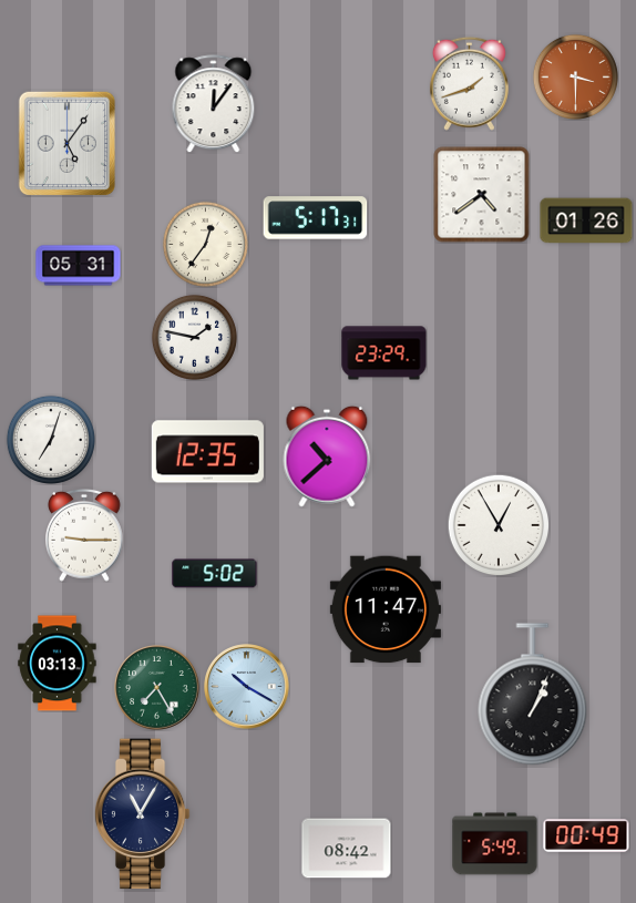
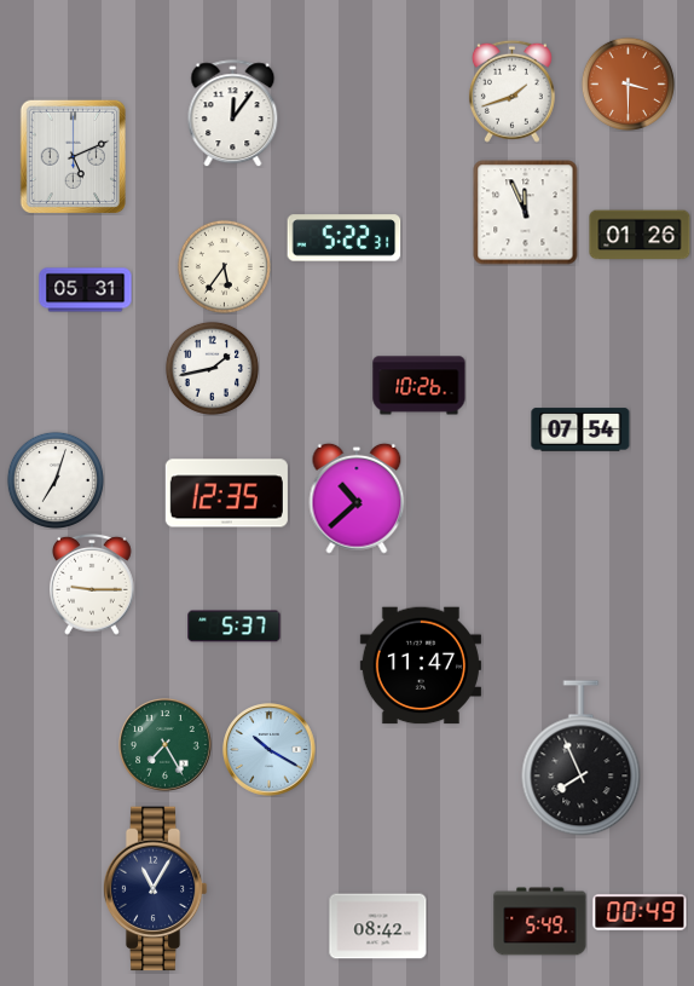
clock at (66, 143): 5:06 -> 5:11
clock at (482, 195): 4:39 -> 11:56
clock at (316, 218): 5:17 -> 5:22
clock at (586, 220) position: (586, 220) -> (640, 235)
clock at (205, 244): 12:36 -> 5:36
clock at (194, 337): 1:47 -> 1:43
clock at (384, 353): 23:29 -> 10:26
clock at (580, 429): none -> 07:54
clock at (499, 525): 12:55 -> none
clock at (215, 574): 5:02 -> 5:37
clock at (58, 664): 03:13 -> none
clock at (157, 688) position: (157, 688) -> (166, 745)
clock at (533, 695): 1:04 -> 7:56
